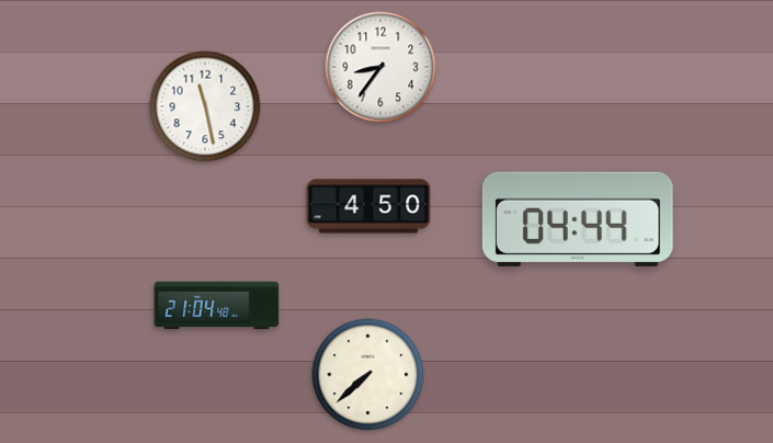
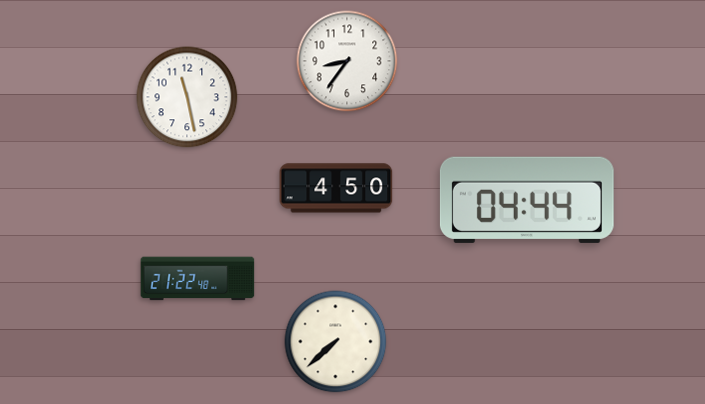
clock at (217, 306): 21:04 -> 21:22
